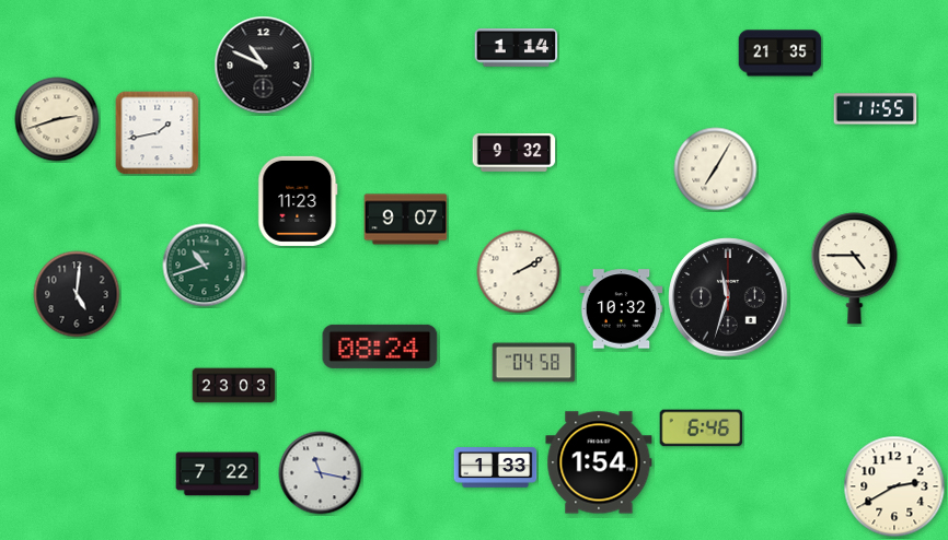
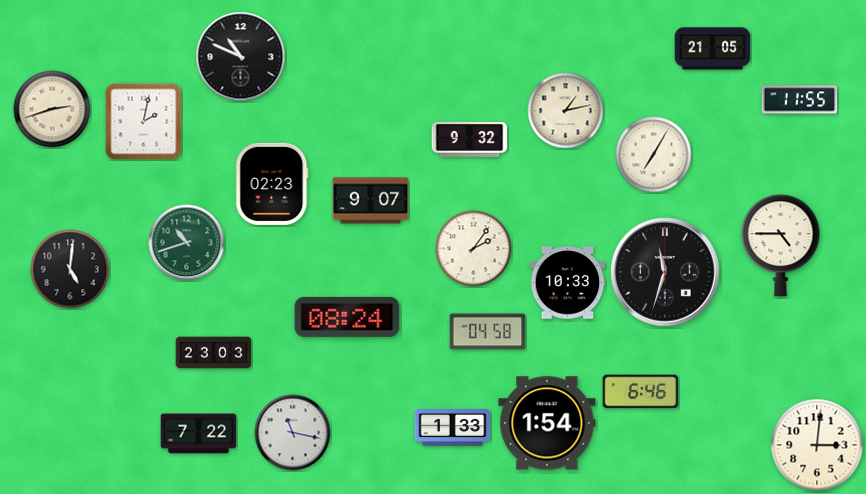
clock at (517, 48): 1:14 -> none
clock at (781, 54): 21:35 -> 21:05
clock at (264, 66) position: (264, 66) -> (241, 57)
clock at (566, 111): none -> 1:13
clock at (158, 133): 1:43 -> 2:02
clock at (298, 201): 11:23 -> 02:23
clock at (519, 272): 2:10 -> 2:06
clock at (622, 309): 10:32 -> 10:33
clock at (894, 486): 2:40 -> 3:01
